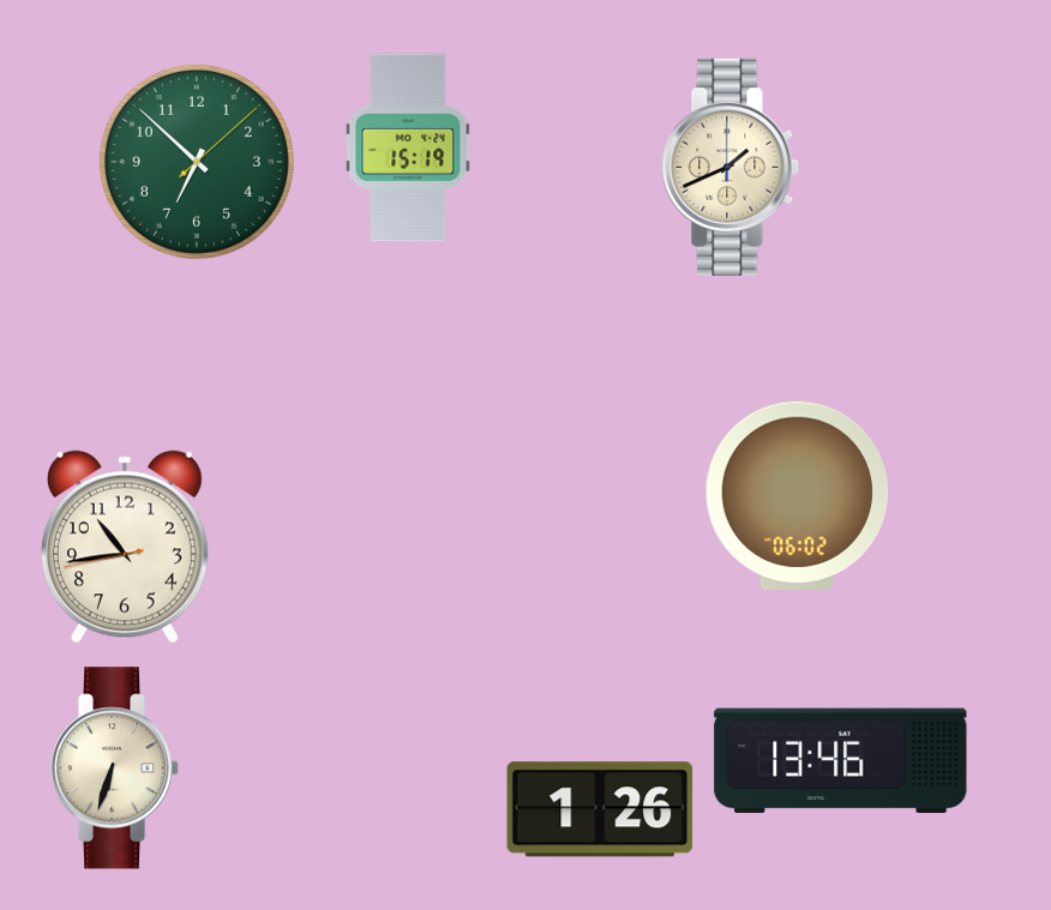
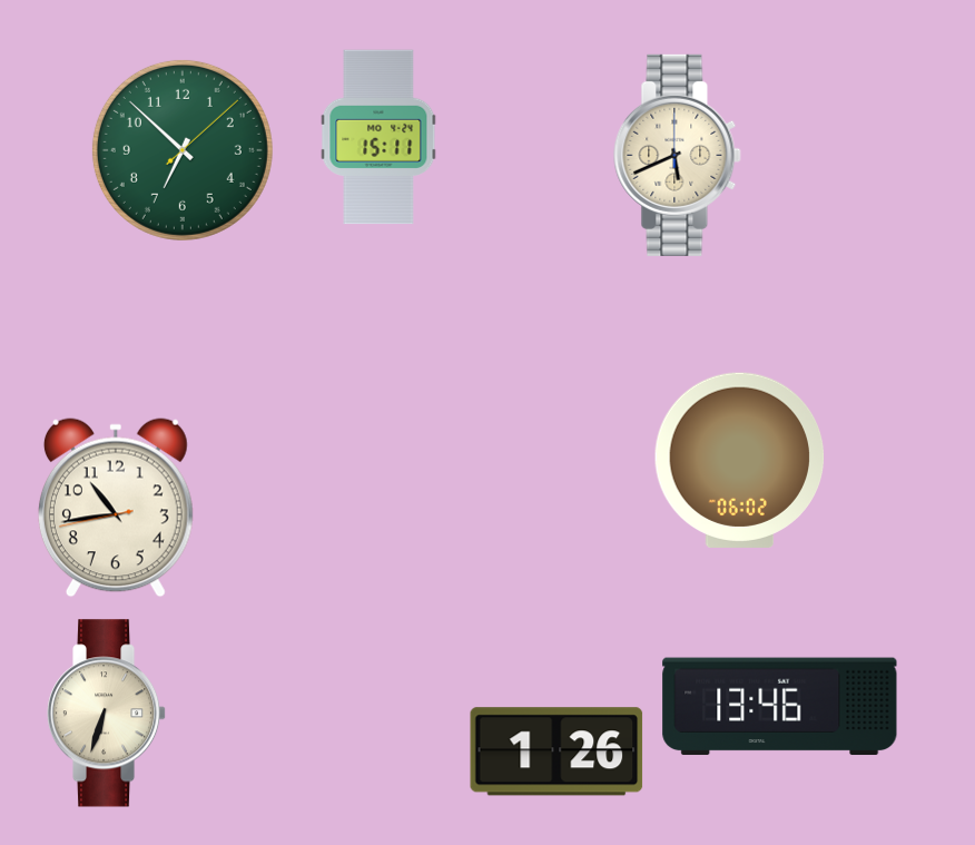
clock at (408, 147): 15:19 -> 15:11
clock at (731, 167): 1:41 -> 5:41
